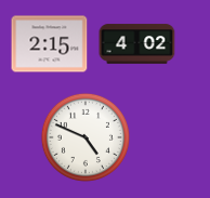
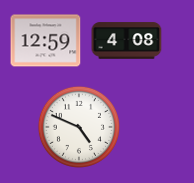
clock at (50, 44): 2:15 -> 12:59
clock at (137, 44): 4:02 -> 4:08
